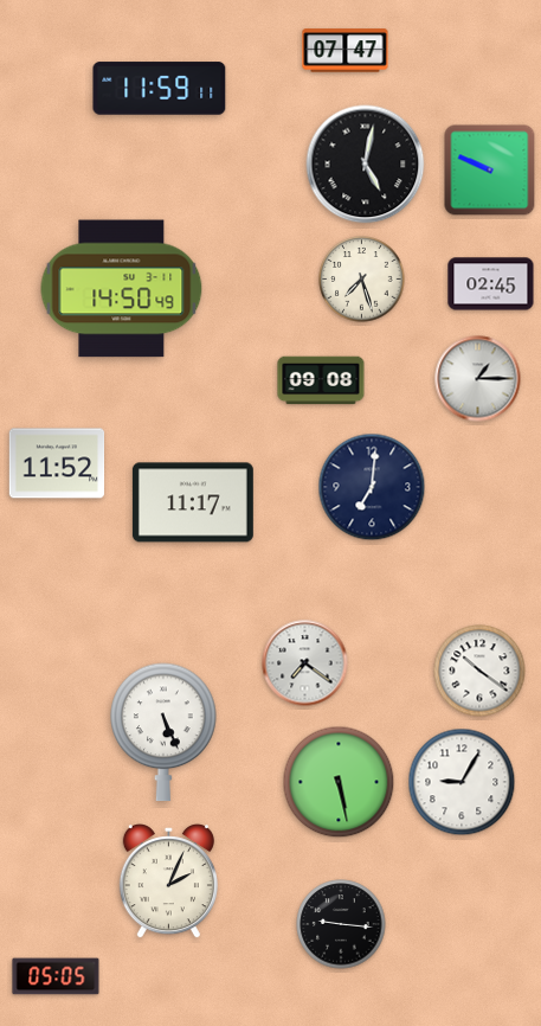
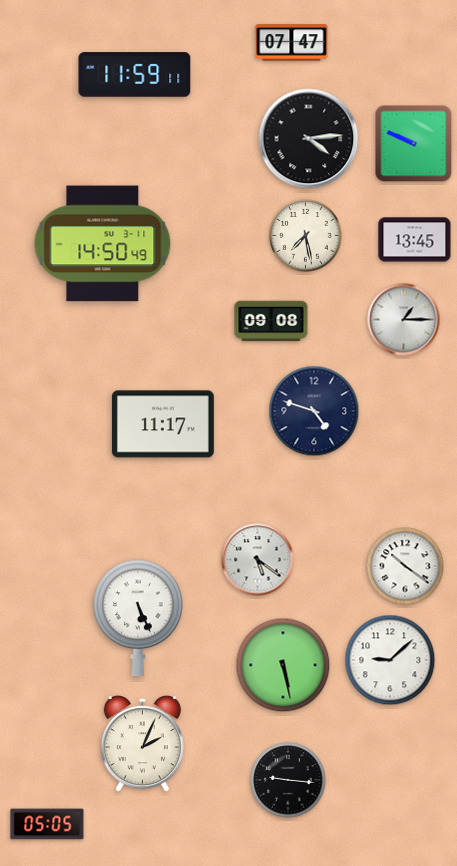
clock at (366, 165): 5:02 -> 4:14
clock at (362, 280): 7:27 -> 7:28
clock at (491, 284): 02:45 -> 13:45
clock at (57, 463): 11:52 -> none
clock at (372, 487): 7:01 -> 4:48
clock at (305, 663): 7:21 -> 5:21
clock at (339, 782) position: (339, 782) -> (283, 665)
clock at (462, 782): 9:05 -> 9:08
